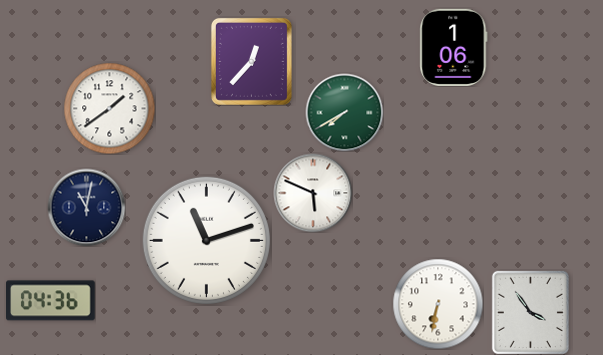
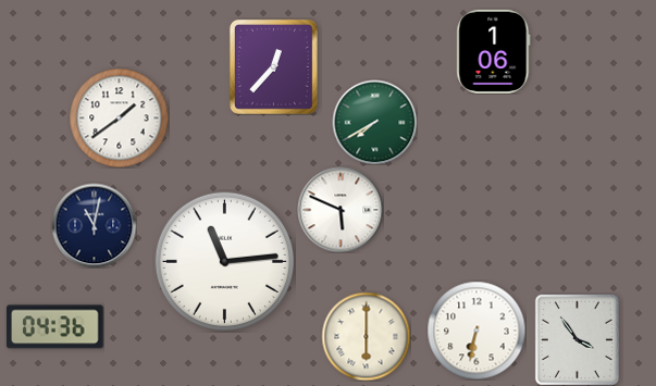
clock at (206, 240): 11:12 -> 11:14
clock at (366, 336): none -> 6:00
